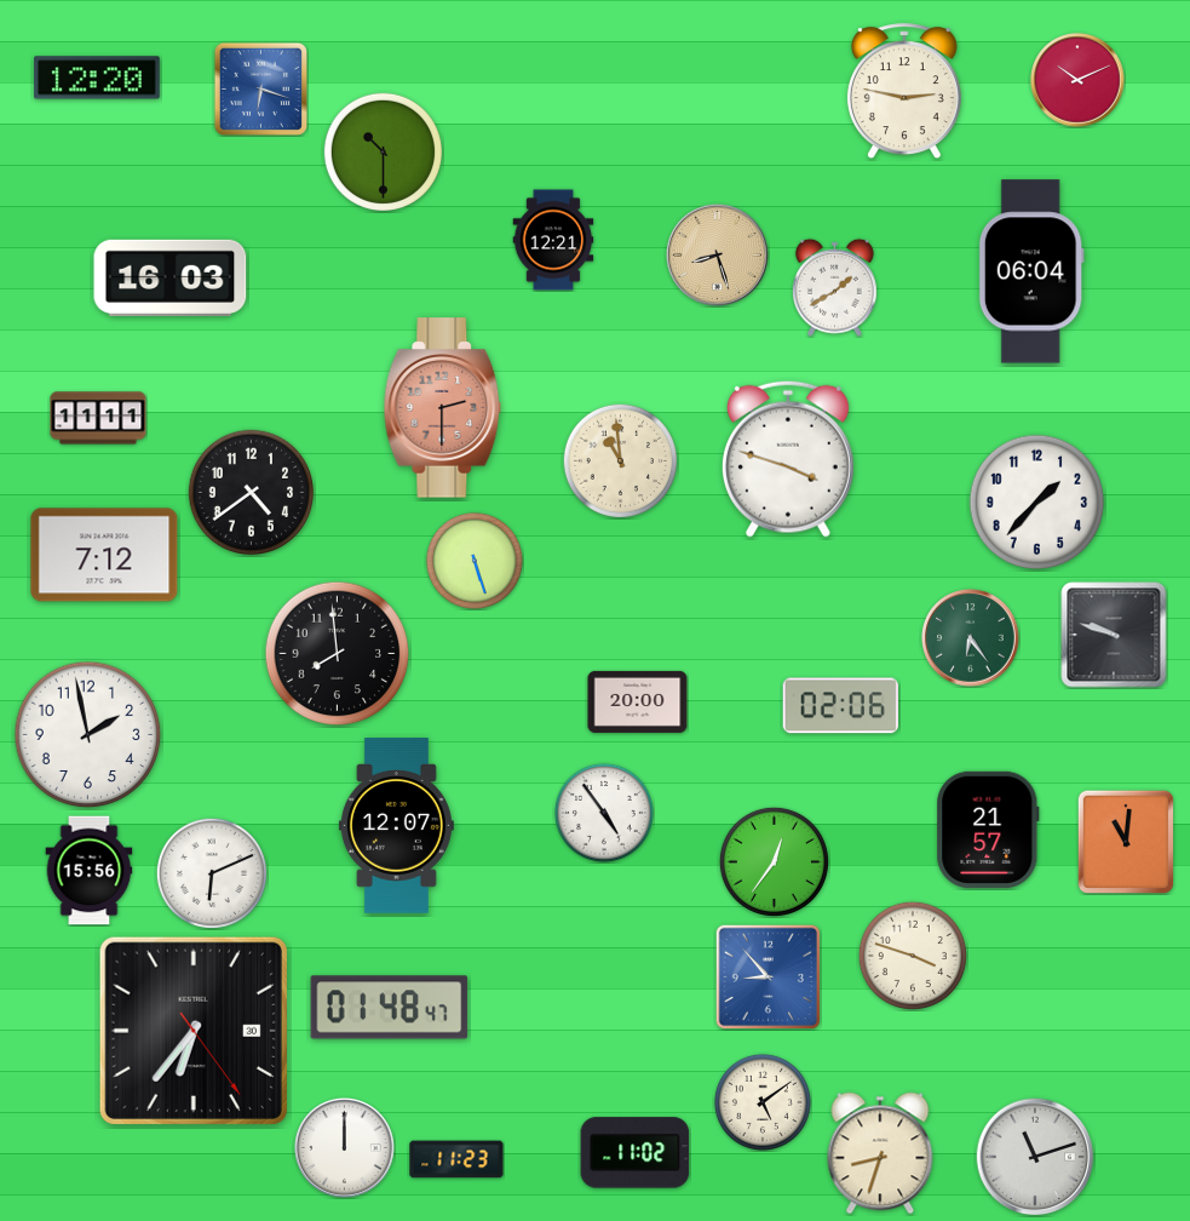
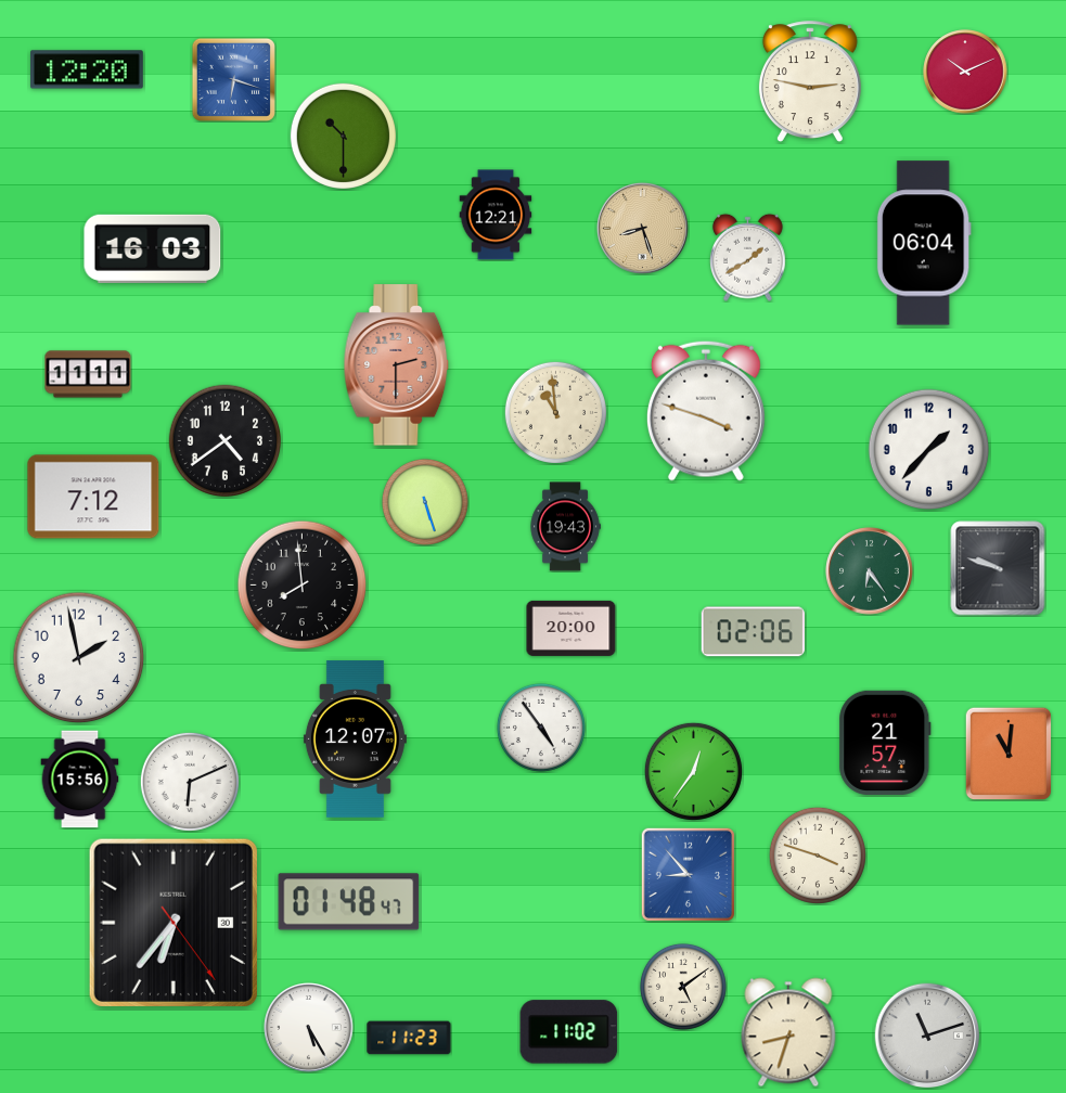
clock at (565, 527): none -> 19:43
clock at (345, 1148): 12:00 -> 5:25
